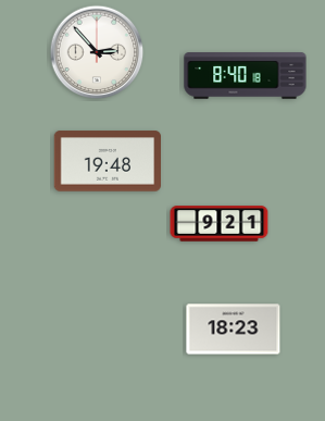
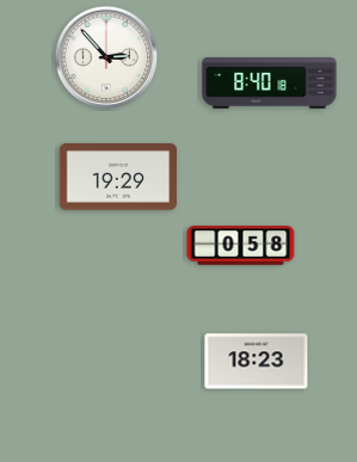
clock at (108, 161): 19:48 -> 19:29
clock at (220, 224): 9:21 -> 0:58
